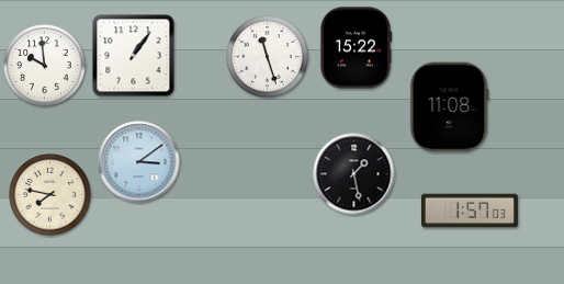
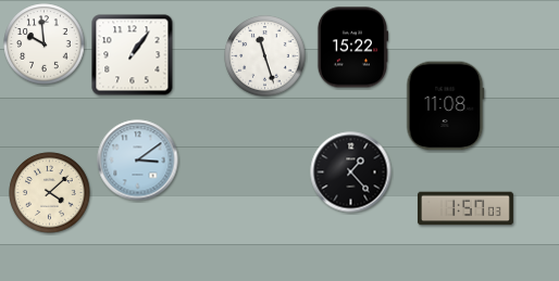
clock at (45, 66) position: (45, 66) -> (45, 44)
clock at (354, 174): 1:28 -> 1:23
clock at (50, 195): 7:47 -> 4:08
